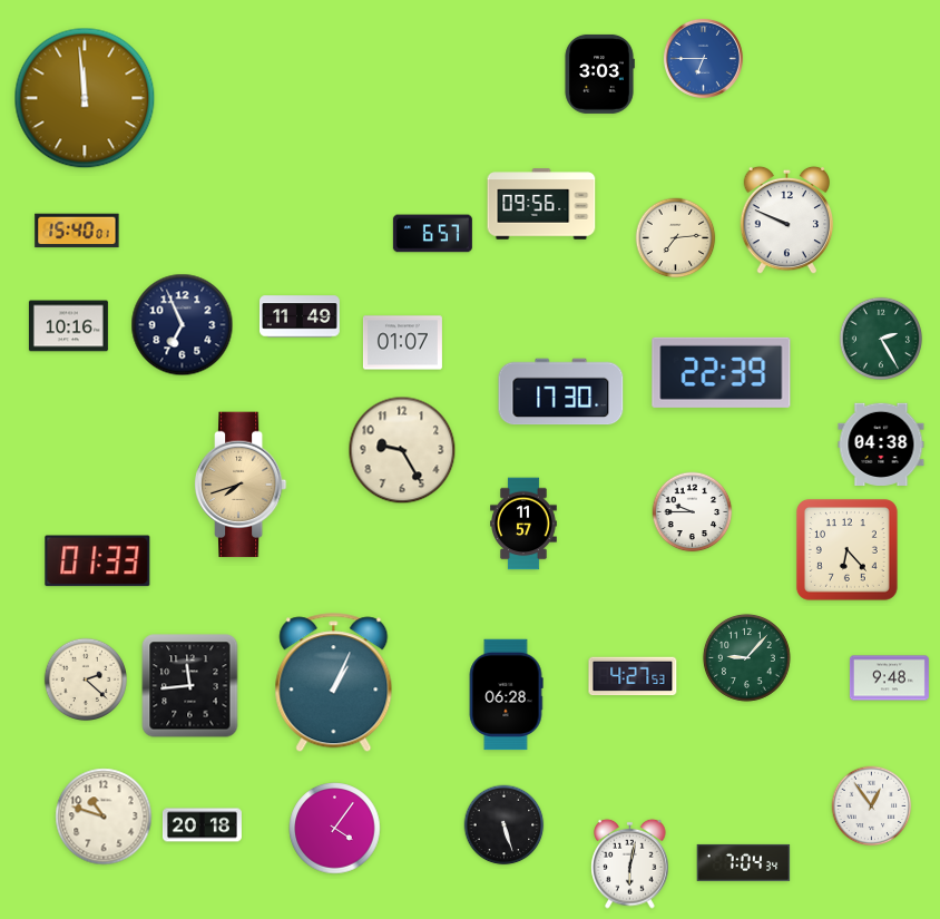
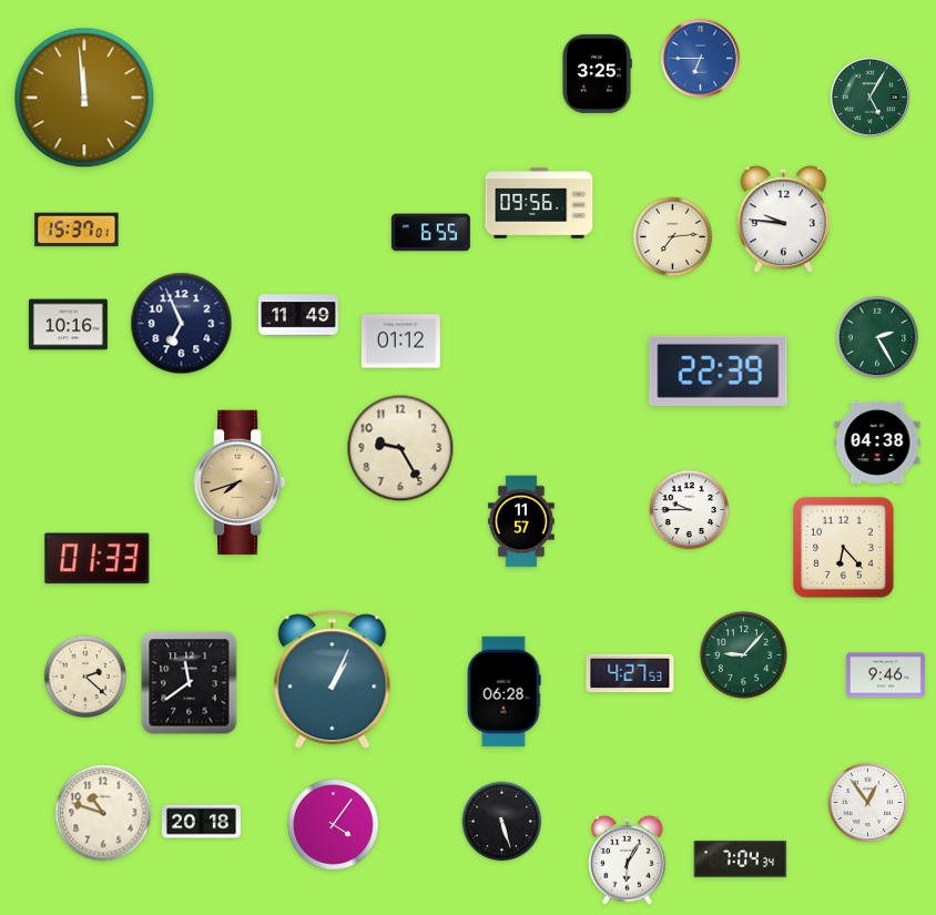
clock at (599, 74): 3:03 -> 3:25
clock at (869, 96): none -> 5:05
clock at (787, 221): 9:49 -> 9:46
clock at (77, 231): 15:40 -> 15:37
clock at (432, 234): 6:57 -> 6:55
clock at (402, 343): 01:07 -> 01:12
clock at (561, 392): 17:30 -> none
clock at (889, 678): 9:48 -> 9:46
clock at (190, 686): 11:44 -> 11:39
clock at (630, 863): 6:02 -> 6:05
